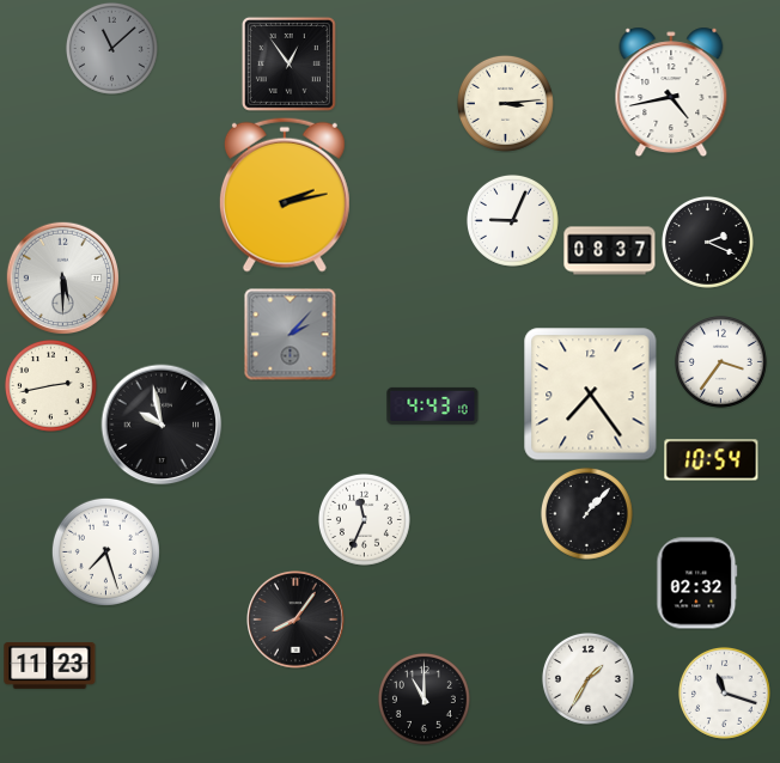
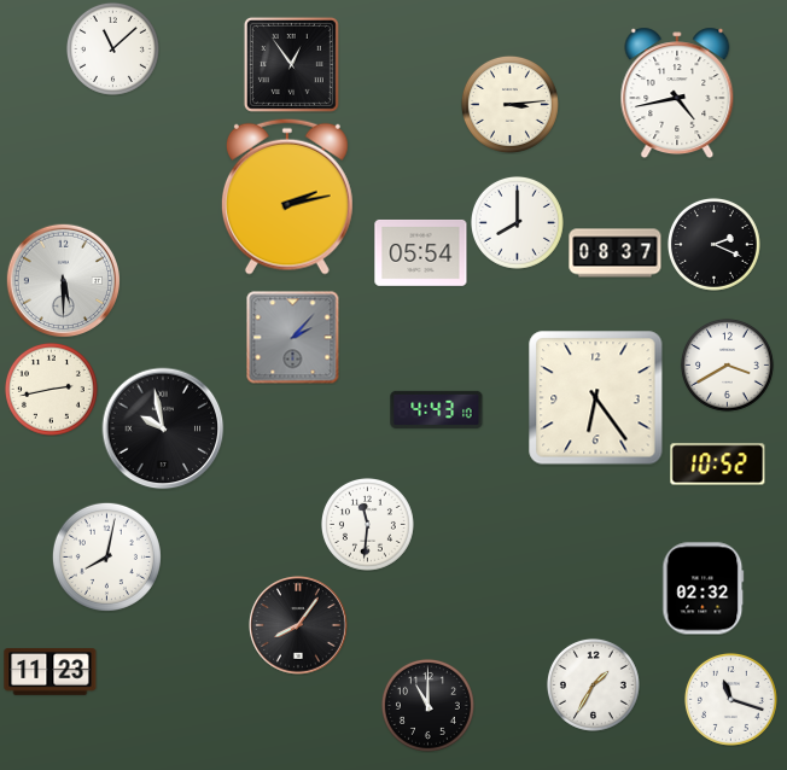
clock at (111, 48) dial: grey -> white
clock at (512, 220): 9:04 -> 8:00
clock at (421, 252): none -> 05:54
clock at (720, 361): 3:36 -> 3:40
clock at (591, 395): 7:24 -> 6:24
clock at (712, 460): 10:54 -> 10:52
clock at (586, 513): 1:07 -> none
clock at (364, 519): 11:34 -> 11:31
clock at (105, 551): 7:27 -> 8:02
